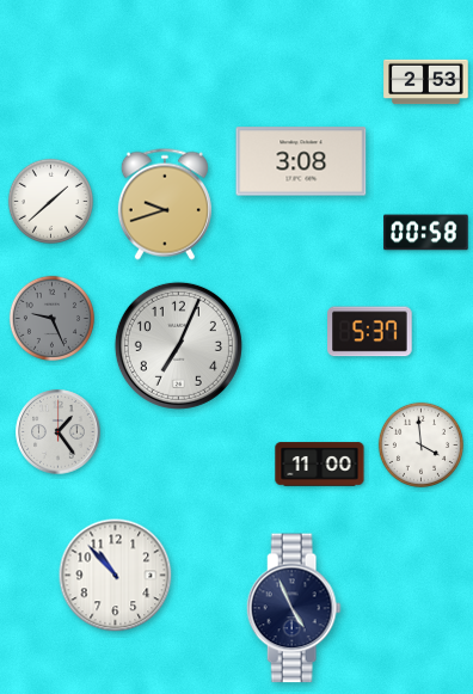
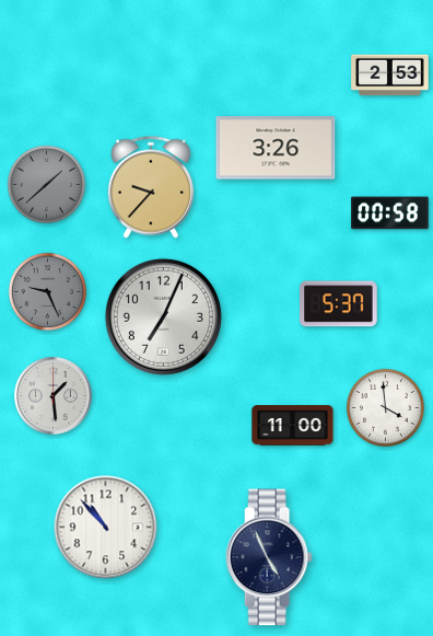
clock at (301, 161): 3:08 -> 3:26
clock at (50, 201) dial: white -> grey
clock at (165, 204): 9:42 -> 9:37
clock at (59, 432): 1:24 -> 1:29
